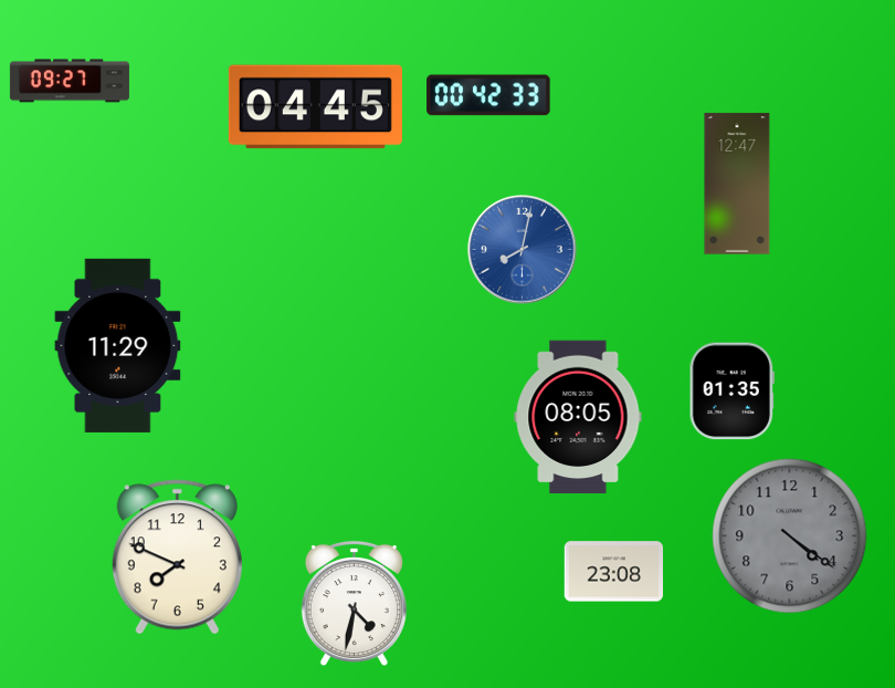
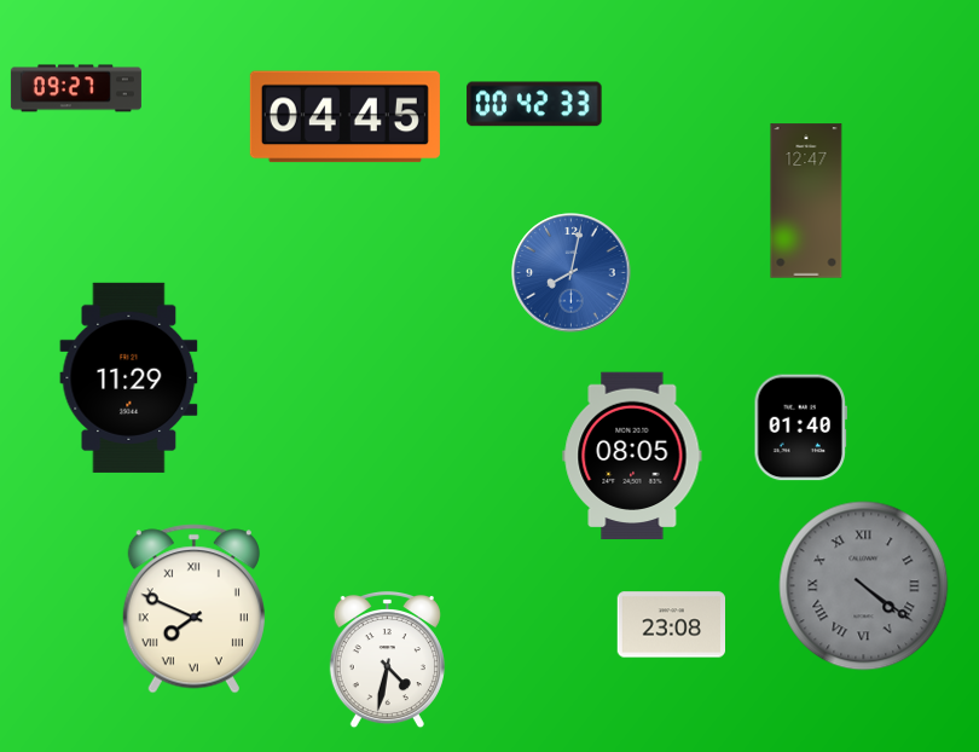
clock at (731, 392): 01:35 -> 01:40
clock at (790, 536) numerals: Arabic -> Roman
clock at (177, 557) numerals: Arabic -> Roman
